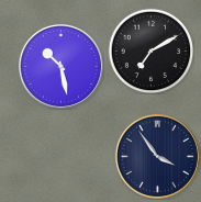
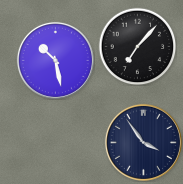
clock at (150, 50): 7:10 -> 7:07
